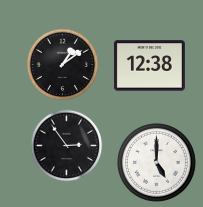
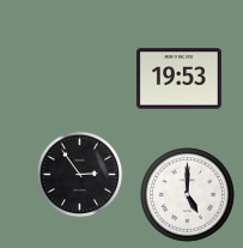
clock at (63, 65): 1:09 -> none
clock at (149, 66): 12:38 -> 19:53
